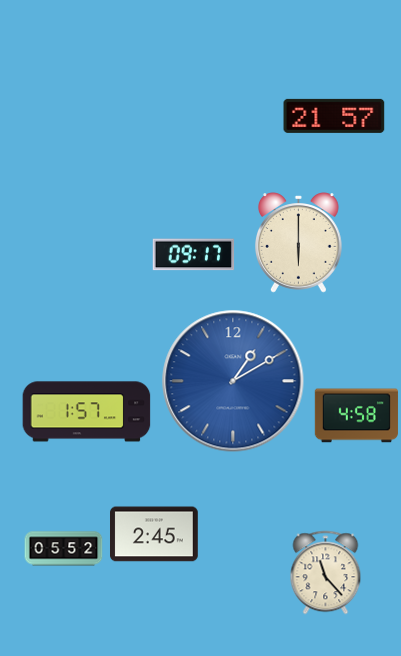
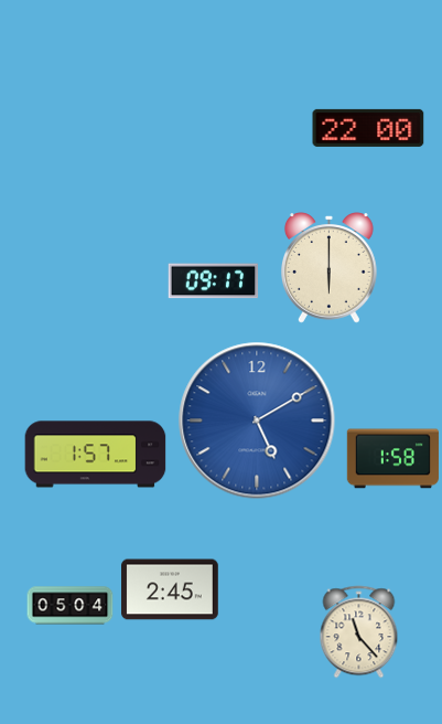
clock at (334, 116): 21:57 -> 22:00
clock at (233, 381): 1:10 -> 5:10
clock at (356, 416): 4:58 -> 1:58
clock at (64, 549): 05:52 -> 05:04
